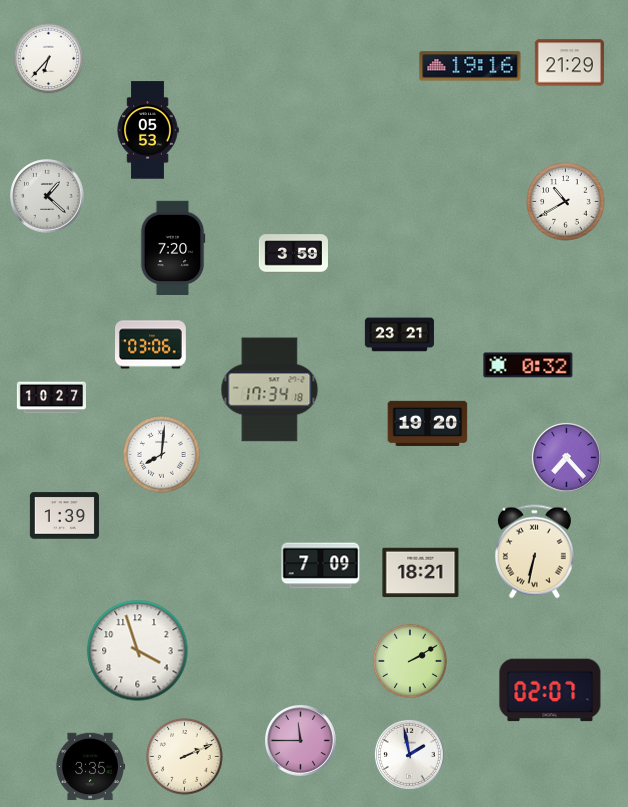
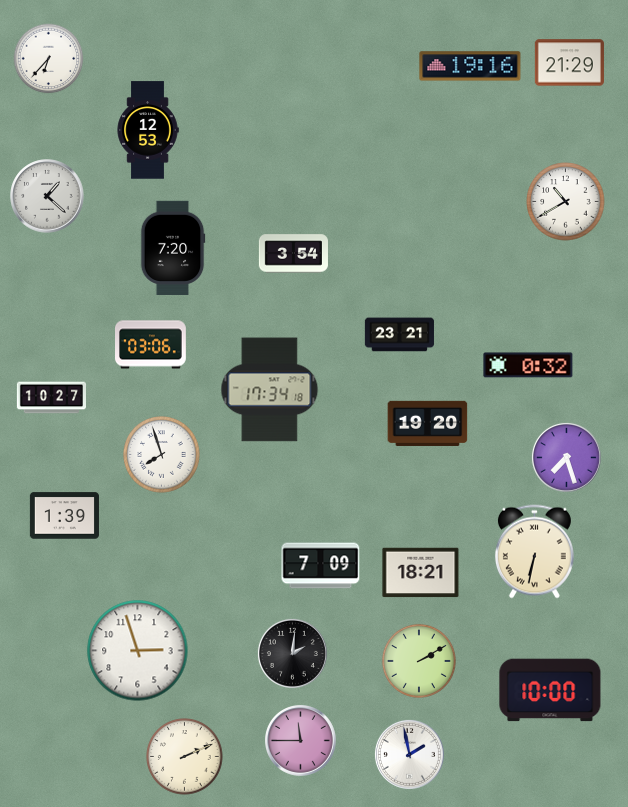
clock at (148, 130): 05:53 -> 12:53
clock at (293, 254): 3:59 -> 3:54
clock at (162, 455): 8:01 -> 7:57
clock at (566, 457): 7:23 -> 7:27
clock at (138, 651): 3:57 -> 2:57
clock at (292, 653): none -> 2:01
clock at (410, 661) position: (410, 661) -> (419, 661)
clock at (550, 690): 02:07 -> 10:00
clock at (90, 767): 3:35 -> none
